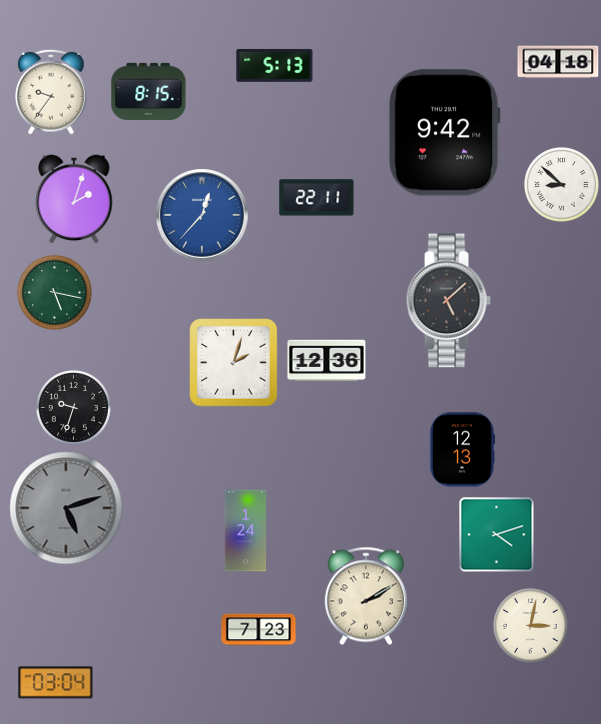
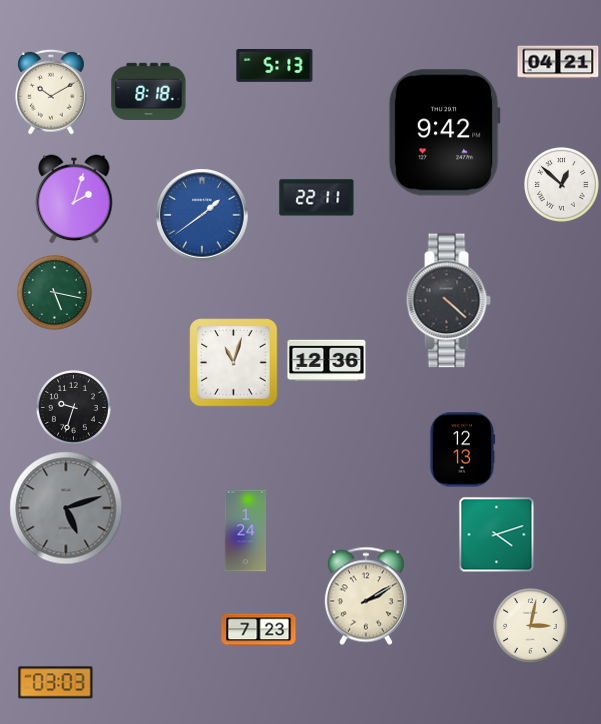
clock at (558, 62): 04:18 -> 04:21
clock at (149, 91): 8:15 -> 8:18
clock at (51, 92): 9:36 -> 10:10
clock at (561, 184): 8:52 -> 12:52
clock at (202, 215): 12:37 -> 1:39
clock at (448, 301): 5:08 -> 4:22
clock at (234, 363): 2:03 -> 11:03
clock at (56, 683): 03:04 -> 03:03
